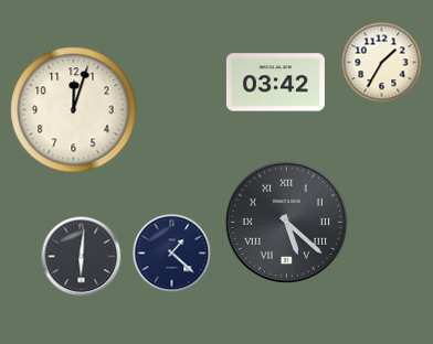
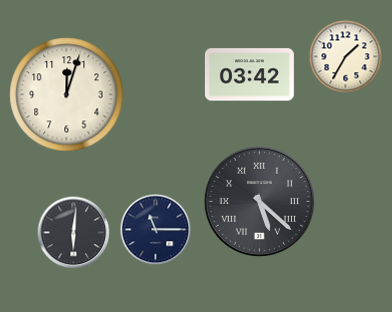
clock at (74, 110) position: (74, 110) -> (67, 95)
clock at (172, 254): 1:22 -> 11:15
